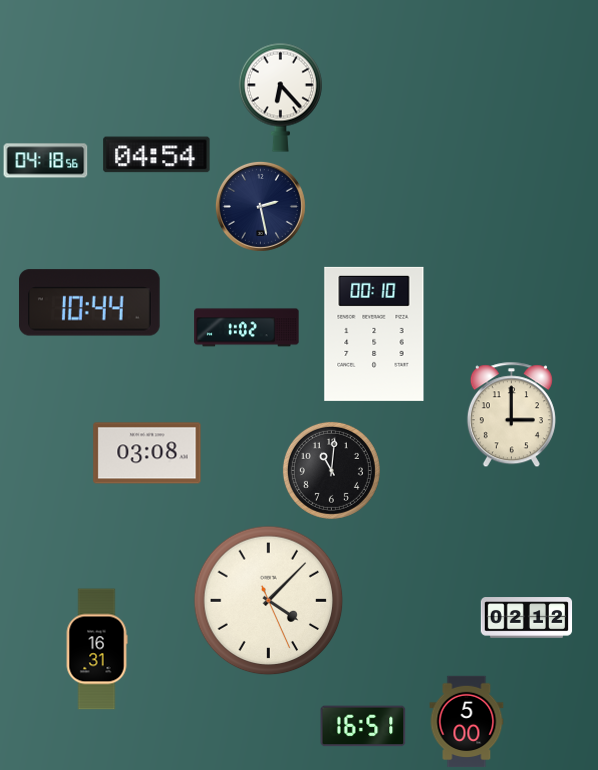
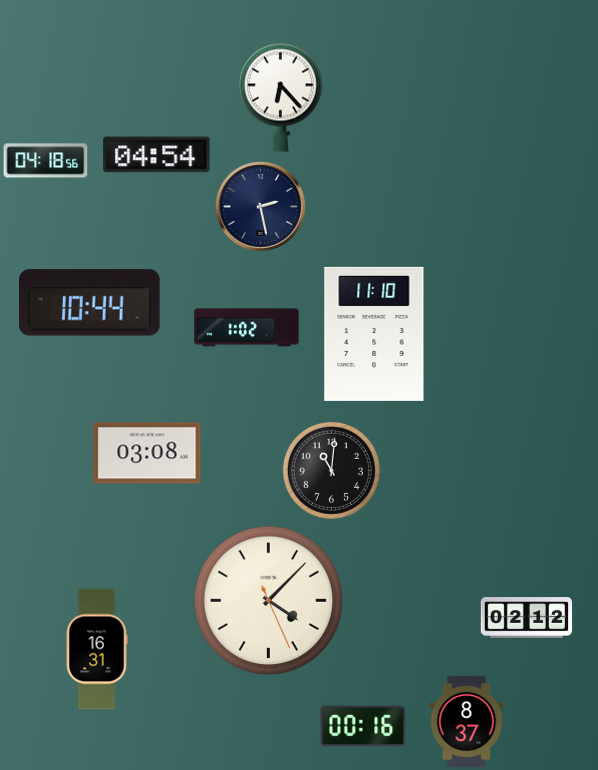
clock at (374, 334): 00:10 -> 11:10
clock at (511, 415): 3:00 -> none
clock at (467, 722): 5:00 -> 8:37
clock at (363, 726): 16:51 -> 00:16
